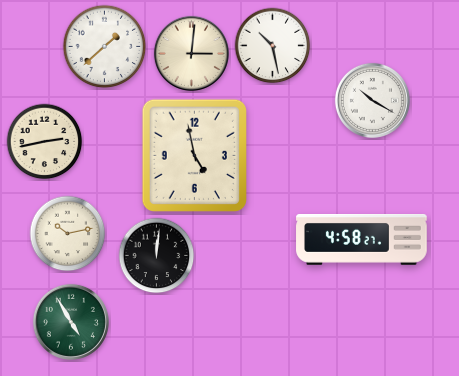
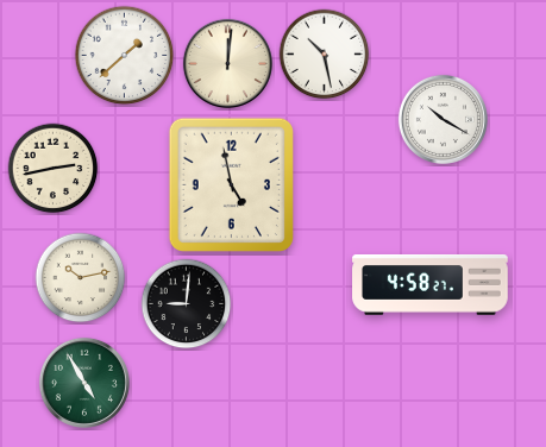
clock at (191, 53): 3:01 -> 12:01
clock at (157, 256): 12:01 -> 9:01
